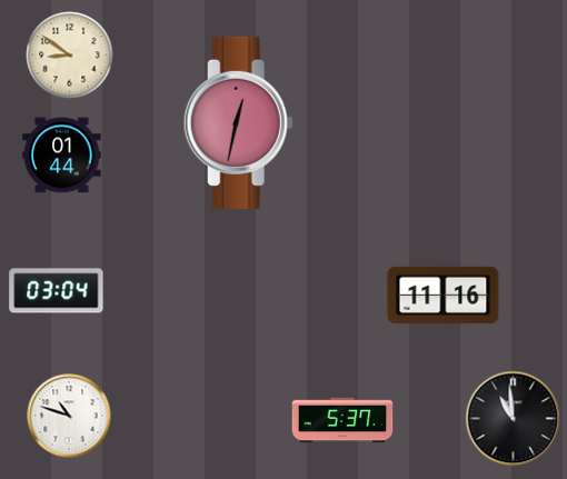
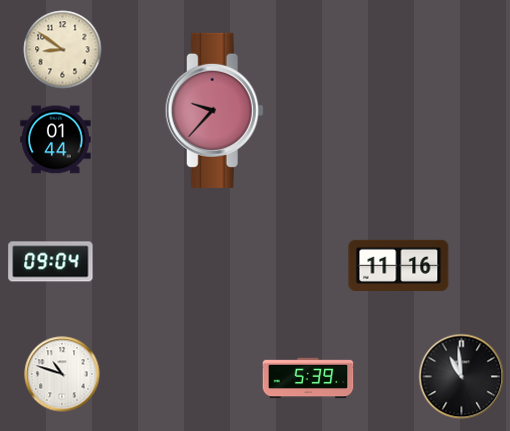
clock at (238, 122): 12:32 -> 9:37
clock at (57, 291): 03:04 -> 09:04
clock at (342, 420): 5:37 -> 5:39
